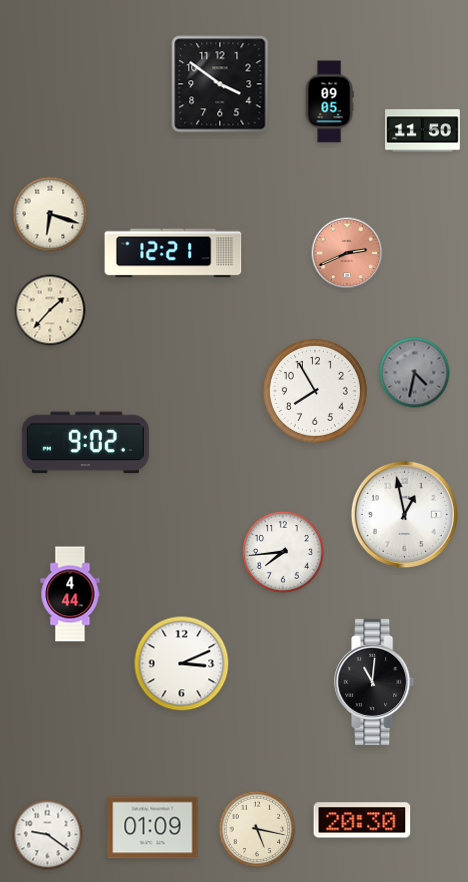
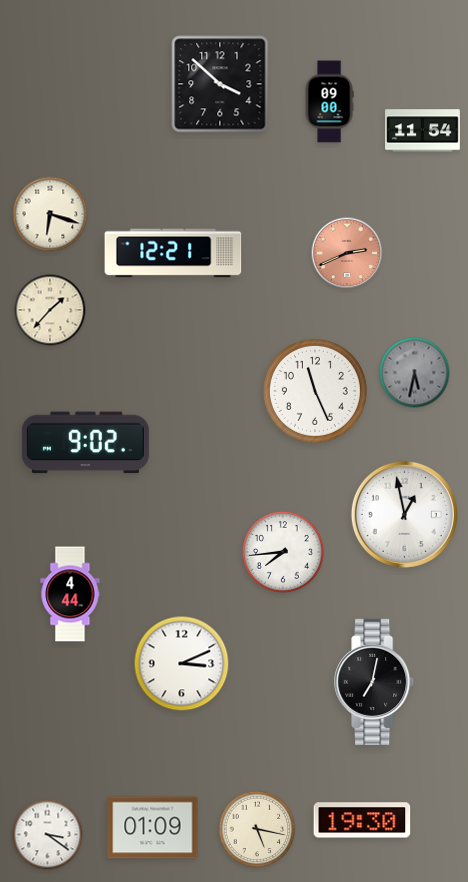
clock at (220, 84): 3:51 -> 3:52
clock at (329, 102): 09:05 -> 09:00
clock at (423, 131): 11:50 -> 11:54
clock at (415, 373): 4:32 -> 5:32
clock at (315, 391): 7:55 -> 11:26
clock at (375, 682): 11:01 -> 7:02
clock at (362, 820): 20:30 -> 19:30
clock at (48, 835): 9:21 -> 3:21
